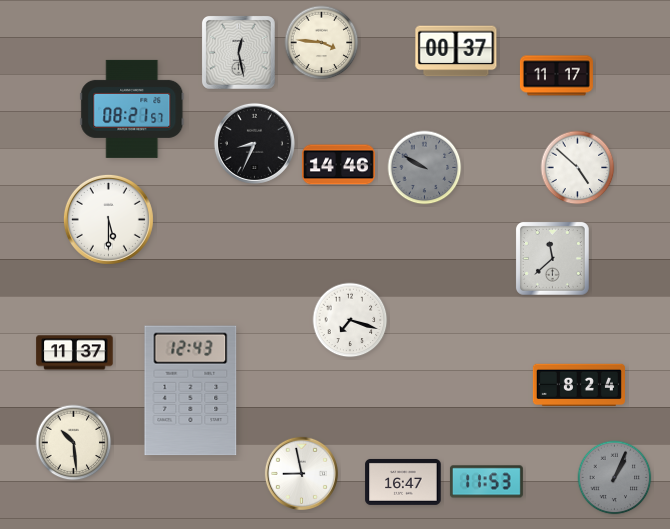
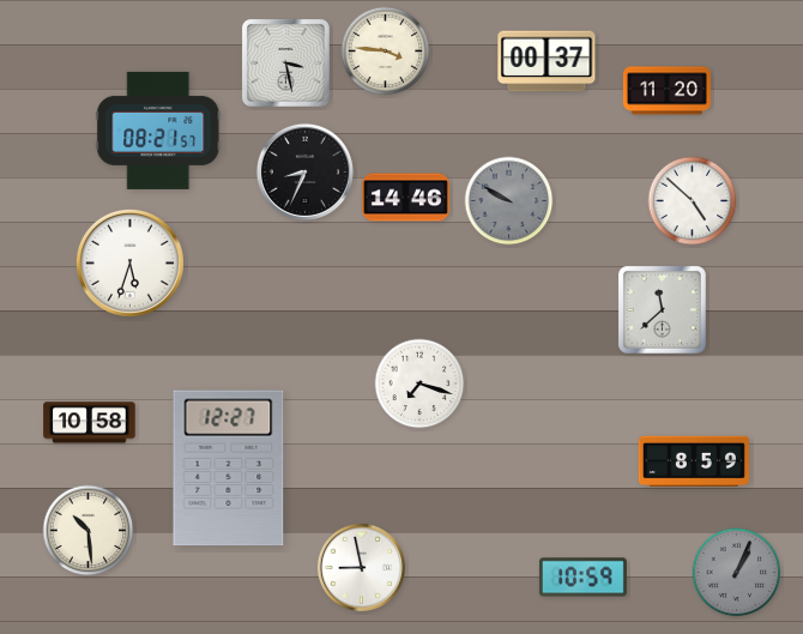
clock at (238, 52): 12:28 -> 3:28
clock at (556, 76): 11:17 -> 11:20
clock at (108, 219): 5:30 -> 5:33
clock at (75, 353): 11:37 -> 10:58
clock at (579, 385): 8:24 -> 8:59
clock at (191, 391): 12:43 -> 12:27
clock at (403, 482): 16:47 -> none
clock at (486, 482): 11:53 -> 10:59
